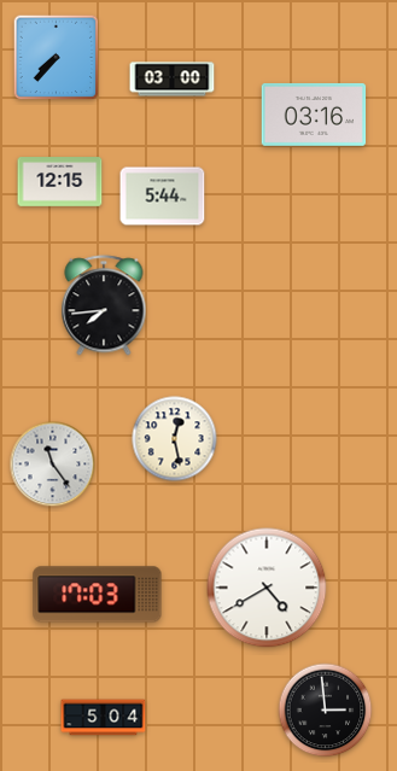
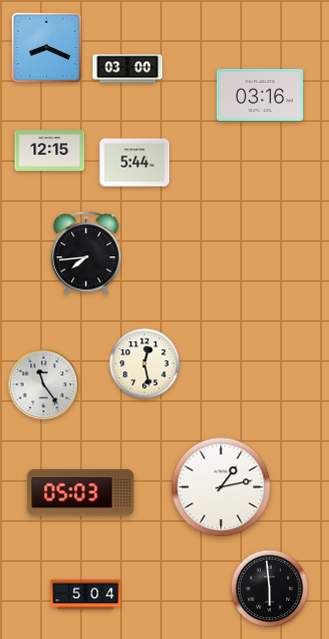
clock at (57, 58): 7:37 -> 8:19
clock at (173, 80) position: (173, 80) -> (128, 69)
clock at (267, 588): 4:40 -> 1:13
clock at (98, 595): 17:03 -> 05:03
clock at (326, 711): 2:59 -> 5:59
